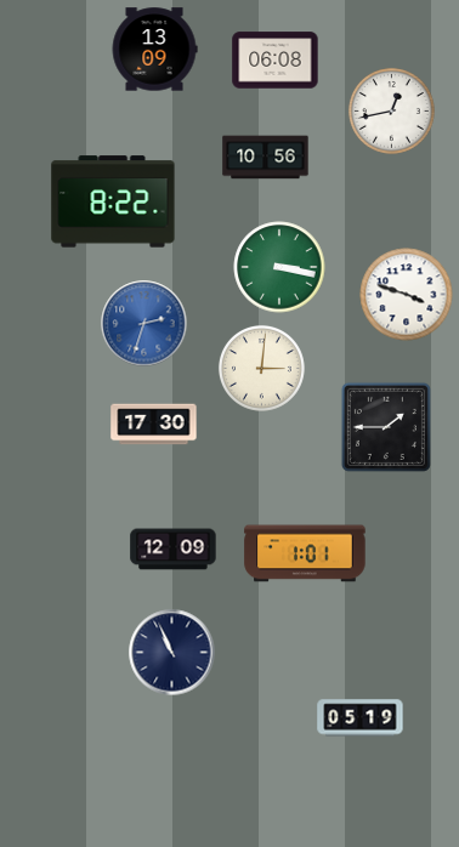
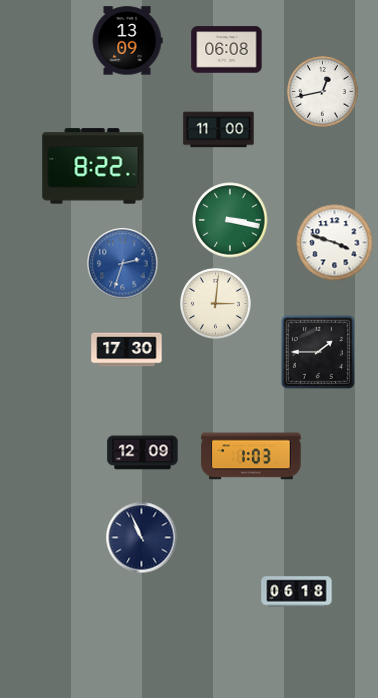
clock at (266, 158): 10:56 -> 11:00
clock at (144, 324) position: (144, 324) -> (123, 264)
clock at (305, 553): 1:01 -> 1:03
clock at (361, 718): 05:19 -> 06:18
